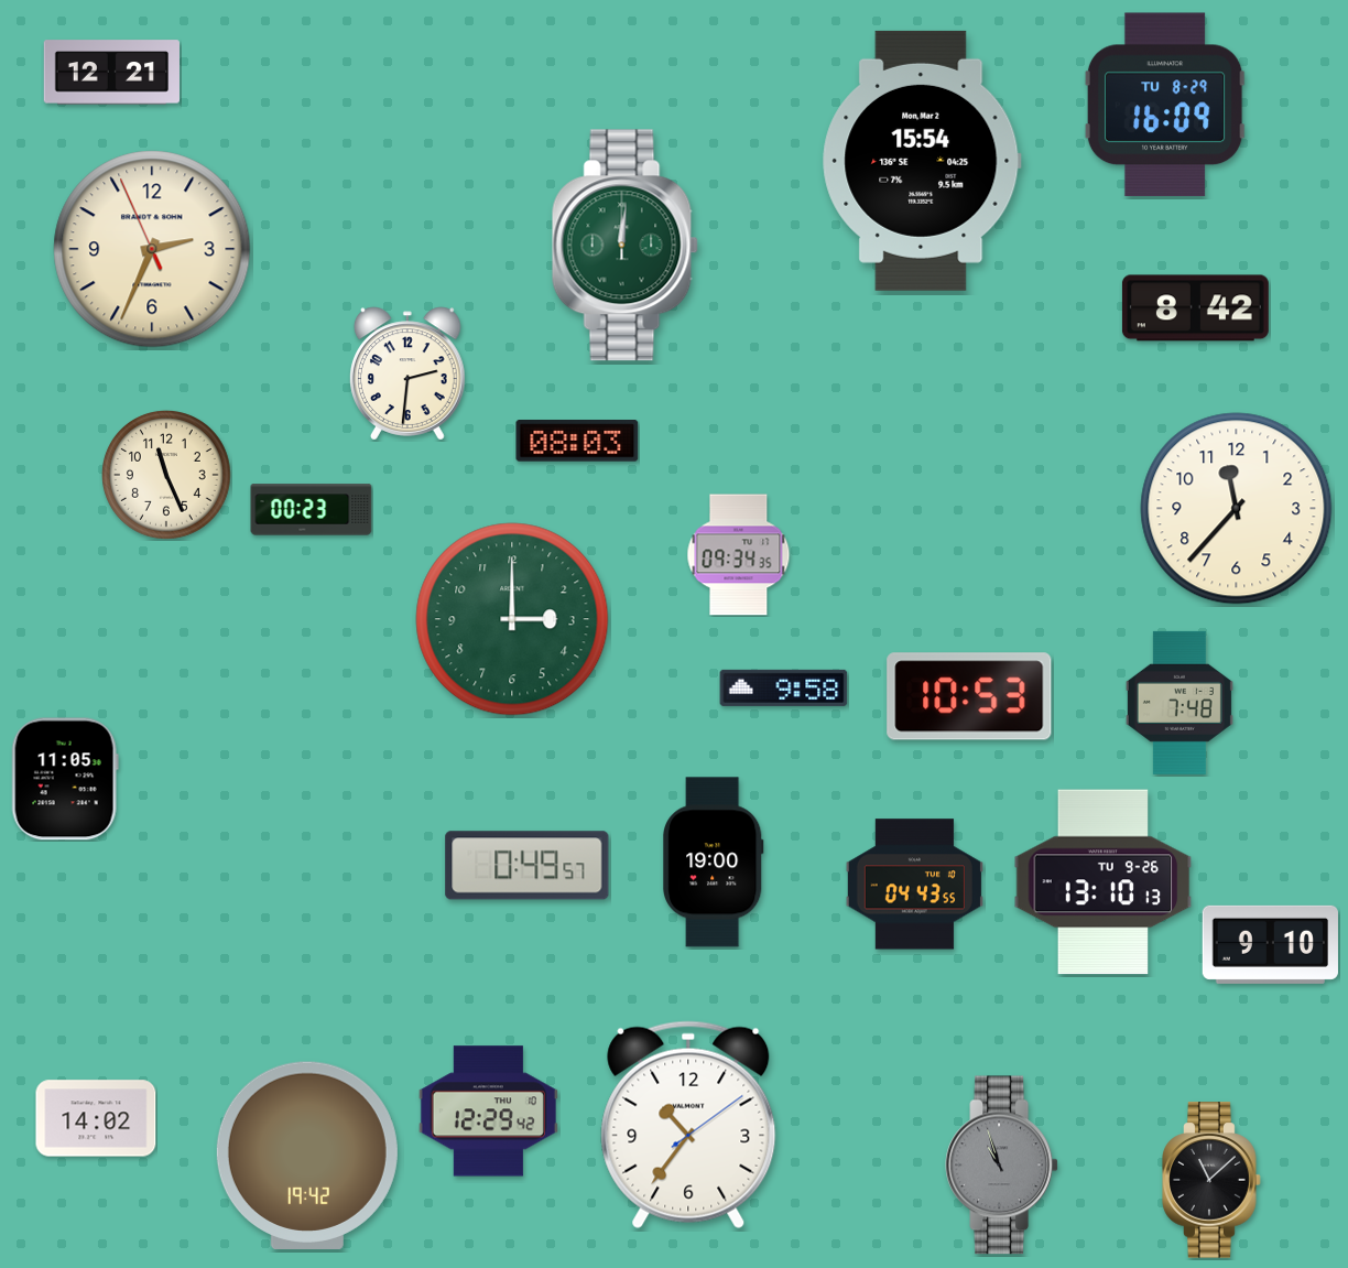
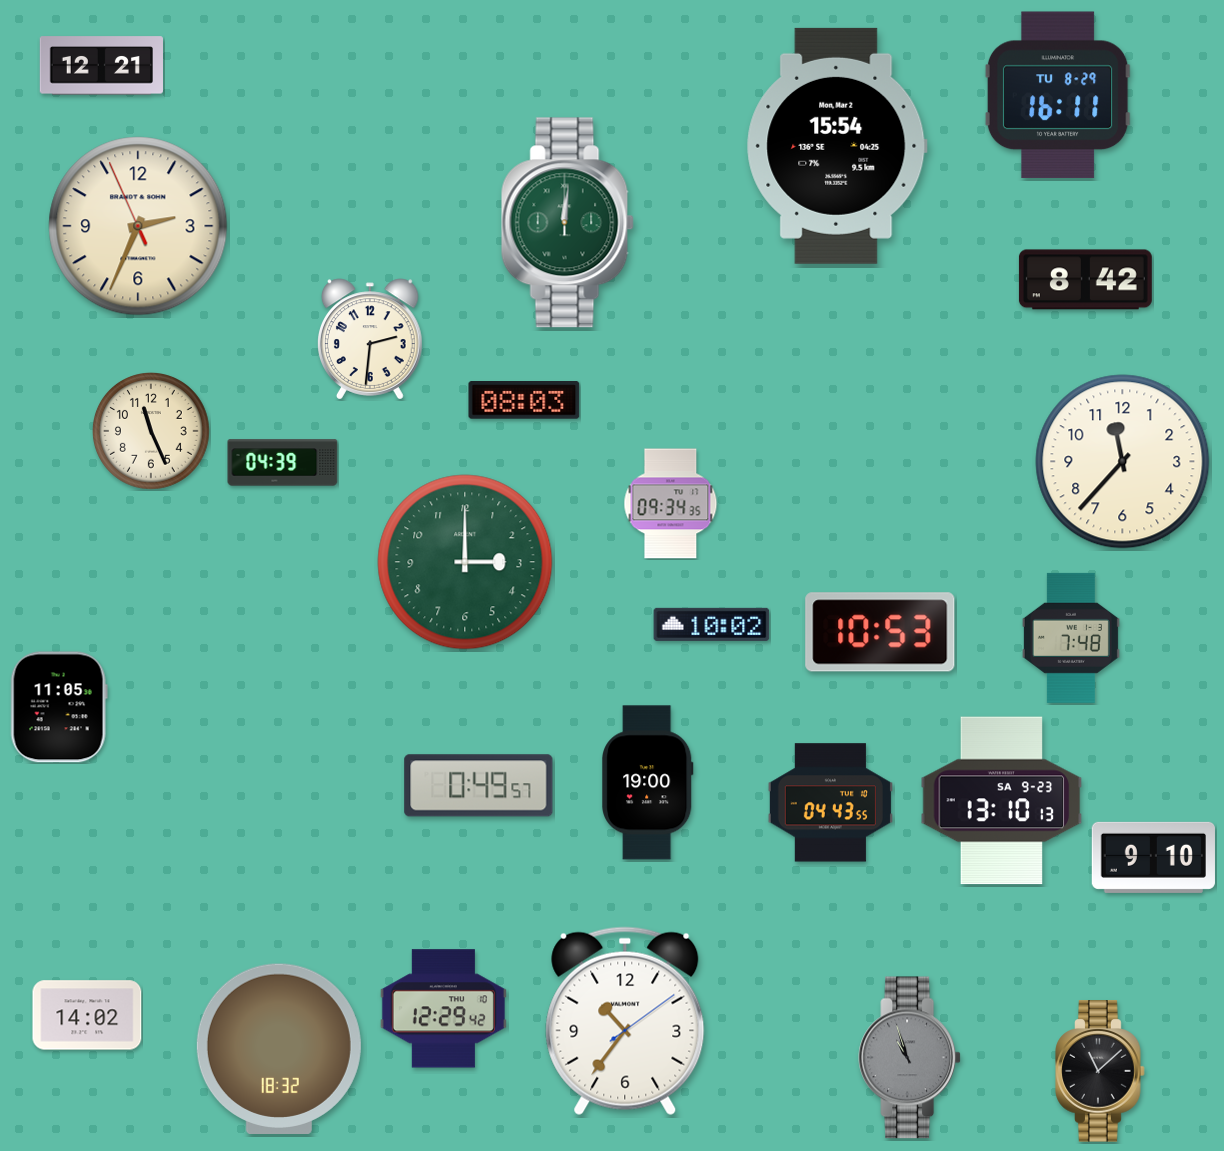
clock at (1165, 105): 16:09 -> 16:11
clock at (312, 510): 00:23 -> 04:39
clock at (784, 687): 9:58 -> 10:02
clock at (1104, 882) date: TU 9-26 -> SA 9-23
clock at (307, 1155): 19:42 -> 18:32
